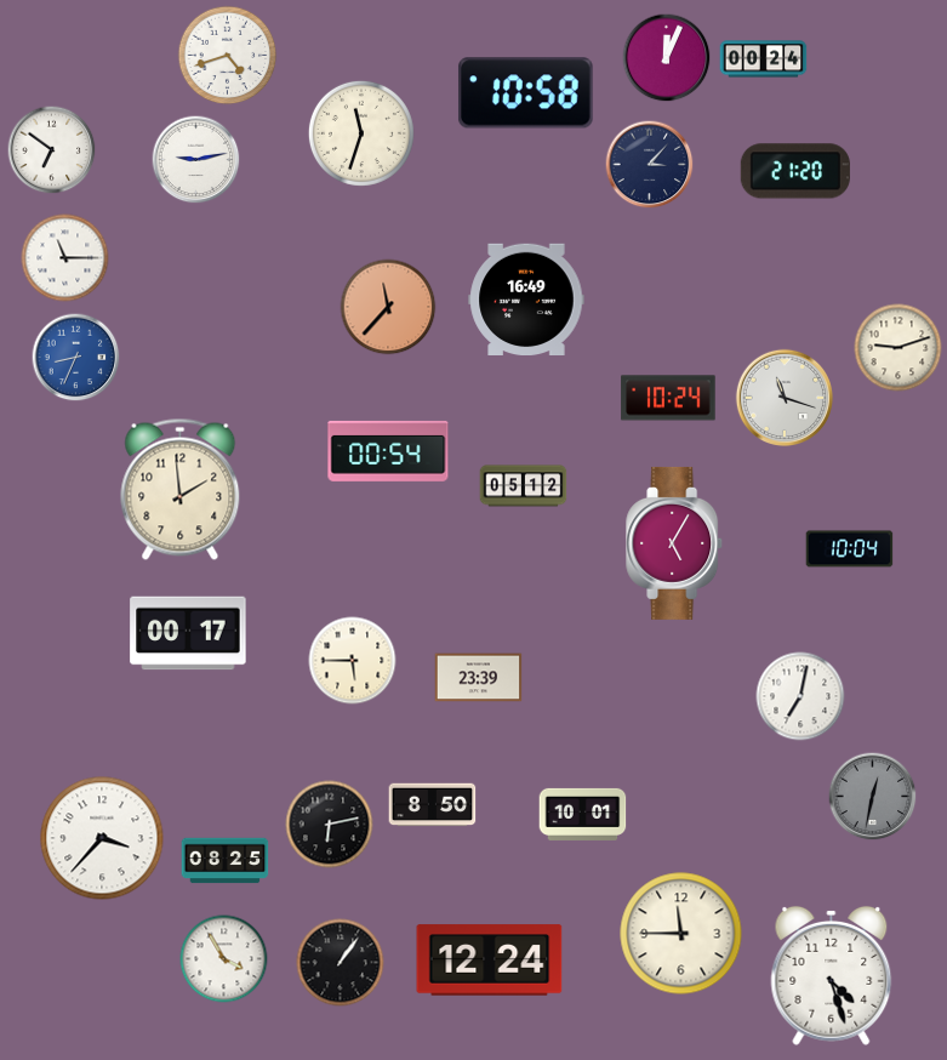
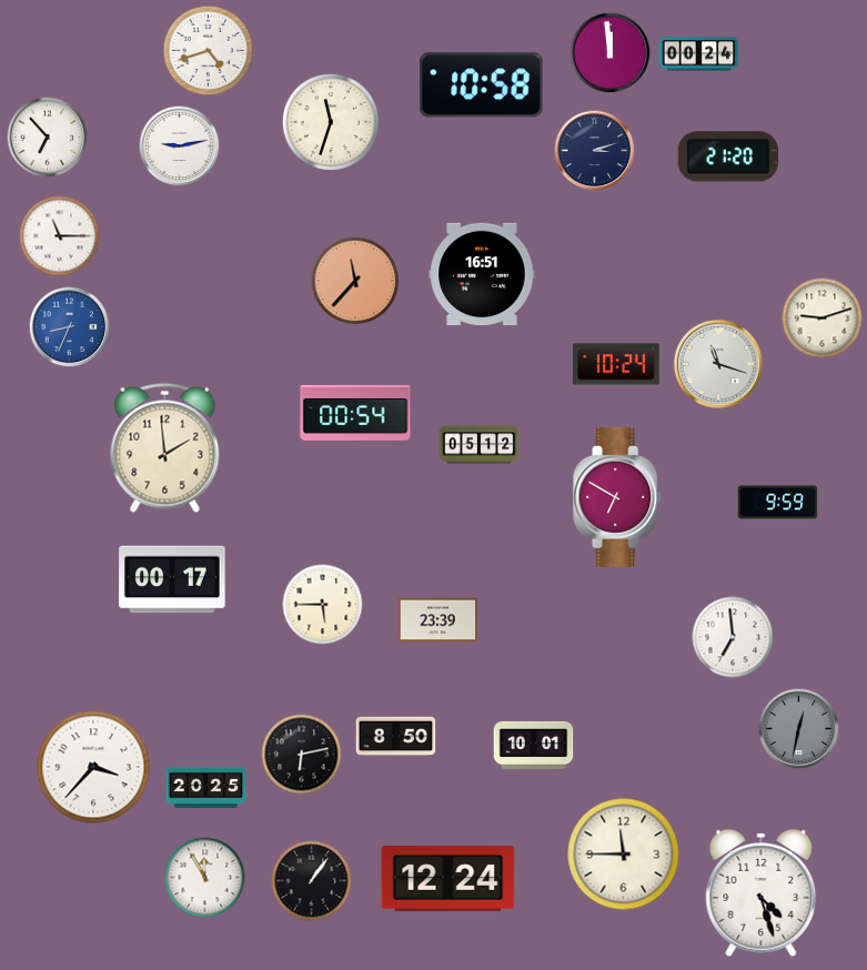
clock at (667, 58): 12:04 -> 11:59
clock at (52, 150): 6:51 -> 6:53
clock at (650, 165): 3:07 -> 3:12
clock at (526, 298): 16:49 -> 16:51
clock at (668, 398) position: (668, 398) -> (616, 364)
clock at (675, 543): 5:05 -> 6:50
clock at (850, 549): 10:04 -> 9:59
clock at (800, 696): 7:02 -> 6:59
clock at (226, 861): 08:25 -> 20:25
clock at (224, 959): 3:55 -> 11:55
